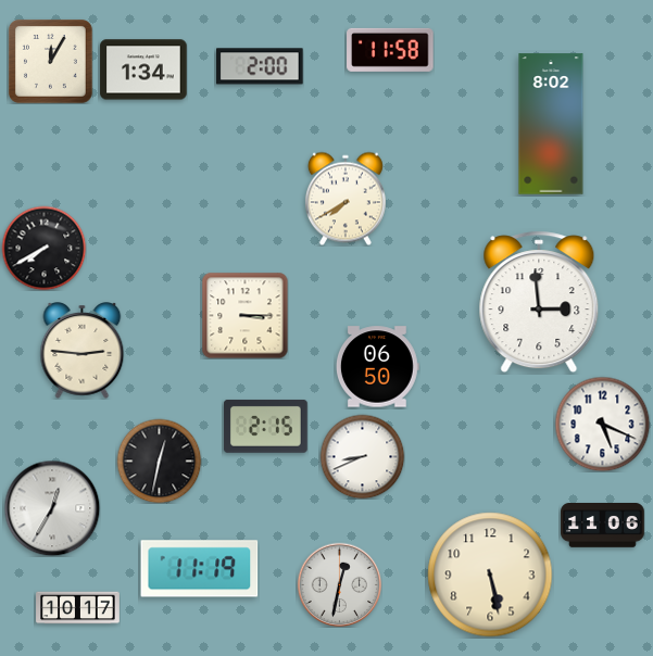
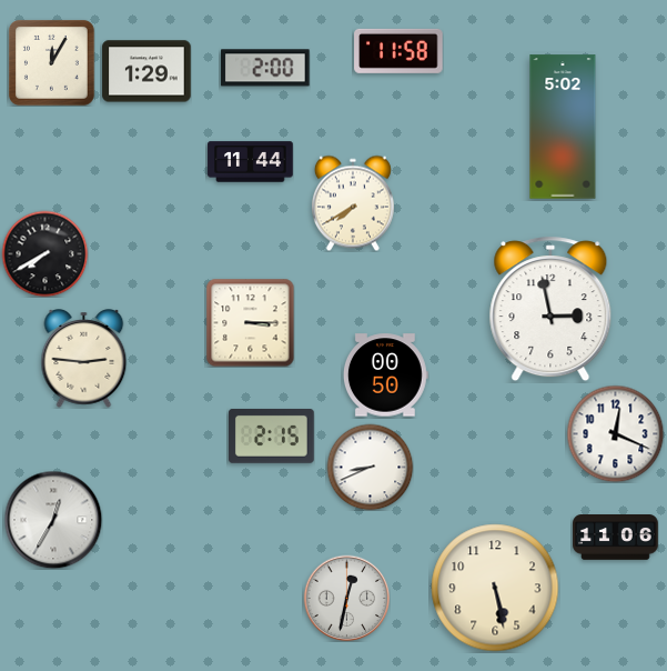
clock at (143, 70): 1:34 -> 1:29
clock at (551, 124): 8:02 -> 5:02
clock at (251, 162): none -> 11:44
clock at (539, 302): 2:59 -> 2:58
clock at (377, 367): 06:50 -> 00:50
clock at (602, 424): 5:19 -> 12:19
clock at (159, 461): 12:32 -> none
clock at (200, 569): 11:19 -> none
clock at (490, 575) position: (490, 575) -> (495, 588)
clock at (78, 608): 10:17 -> none
